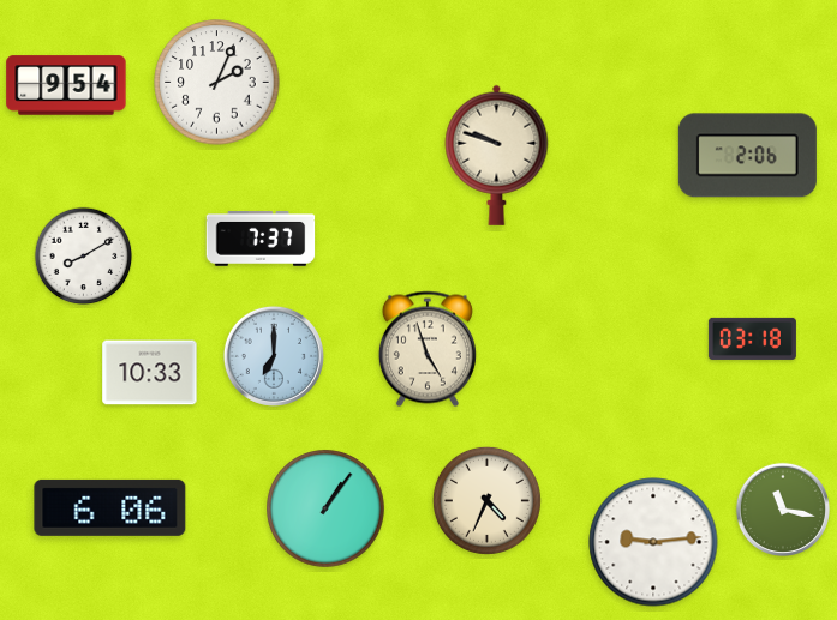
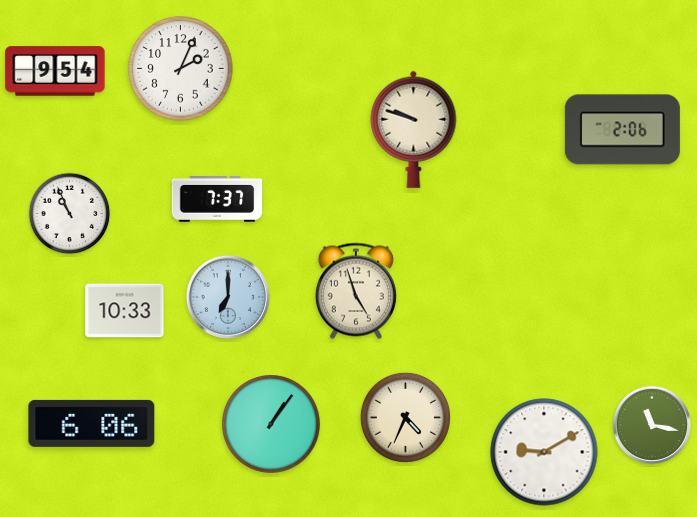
clock at (84, 257): 8:10 -> 10:56
clock at (752, 338): 03:18 -> none
clock at (653, 542): 9:14 -> 9:10
